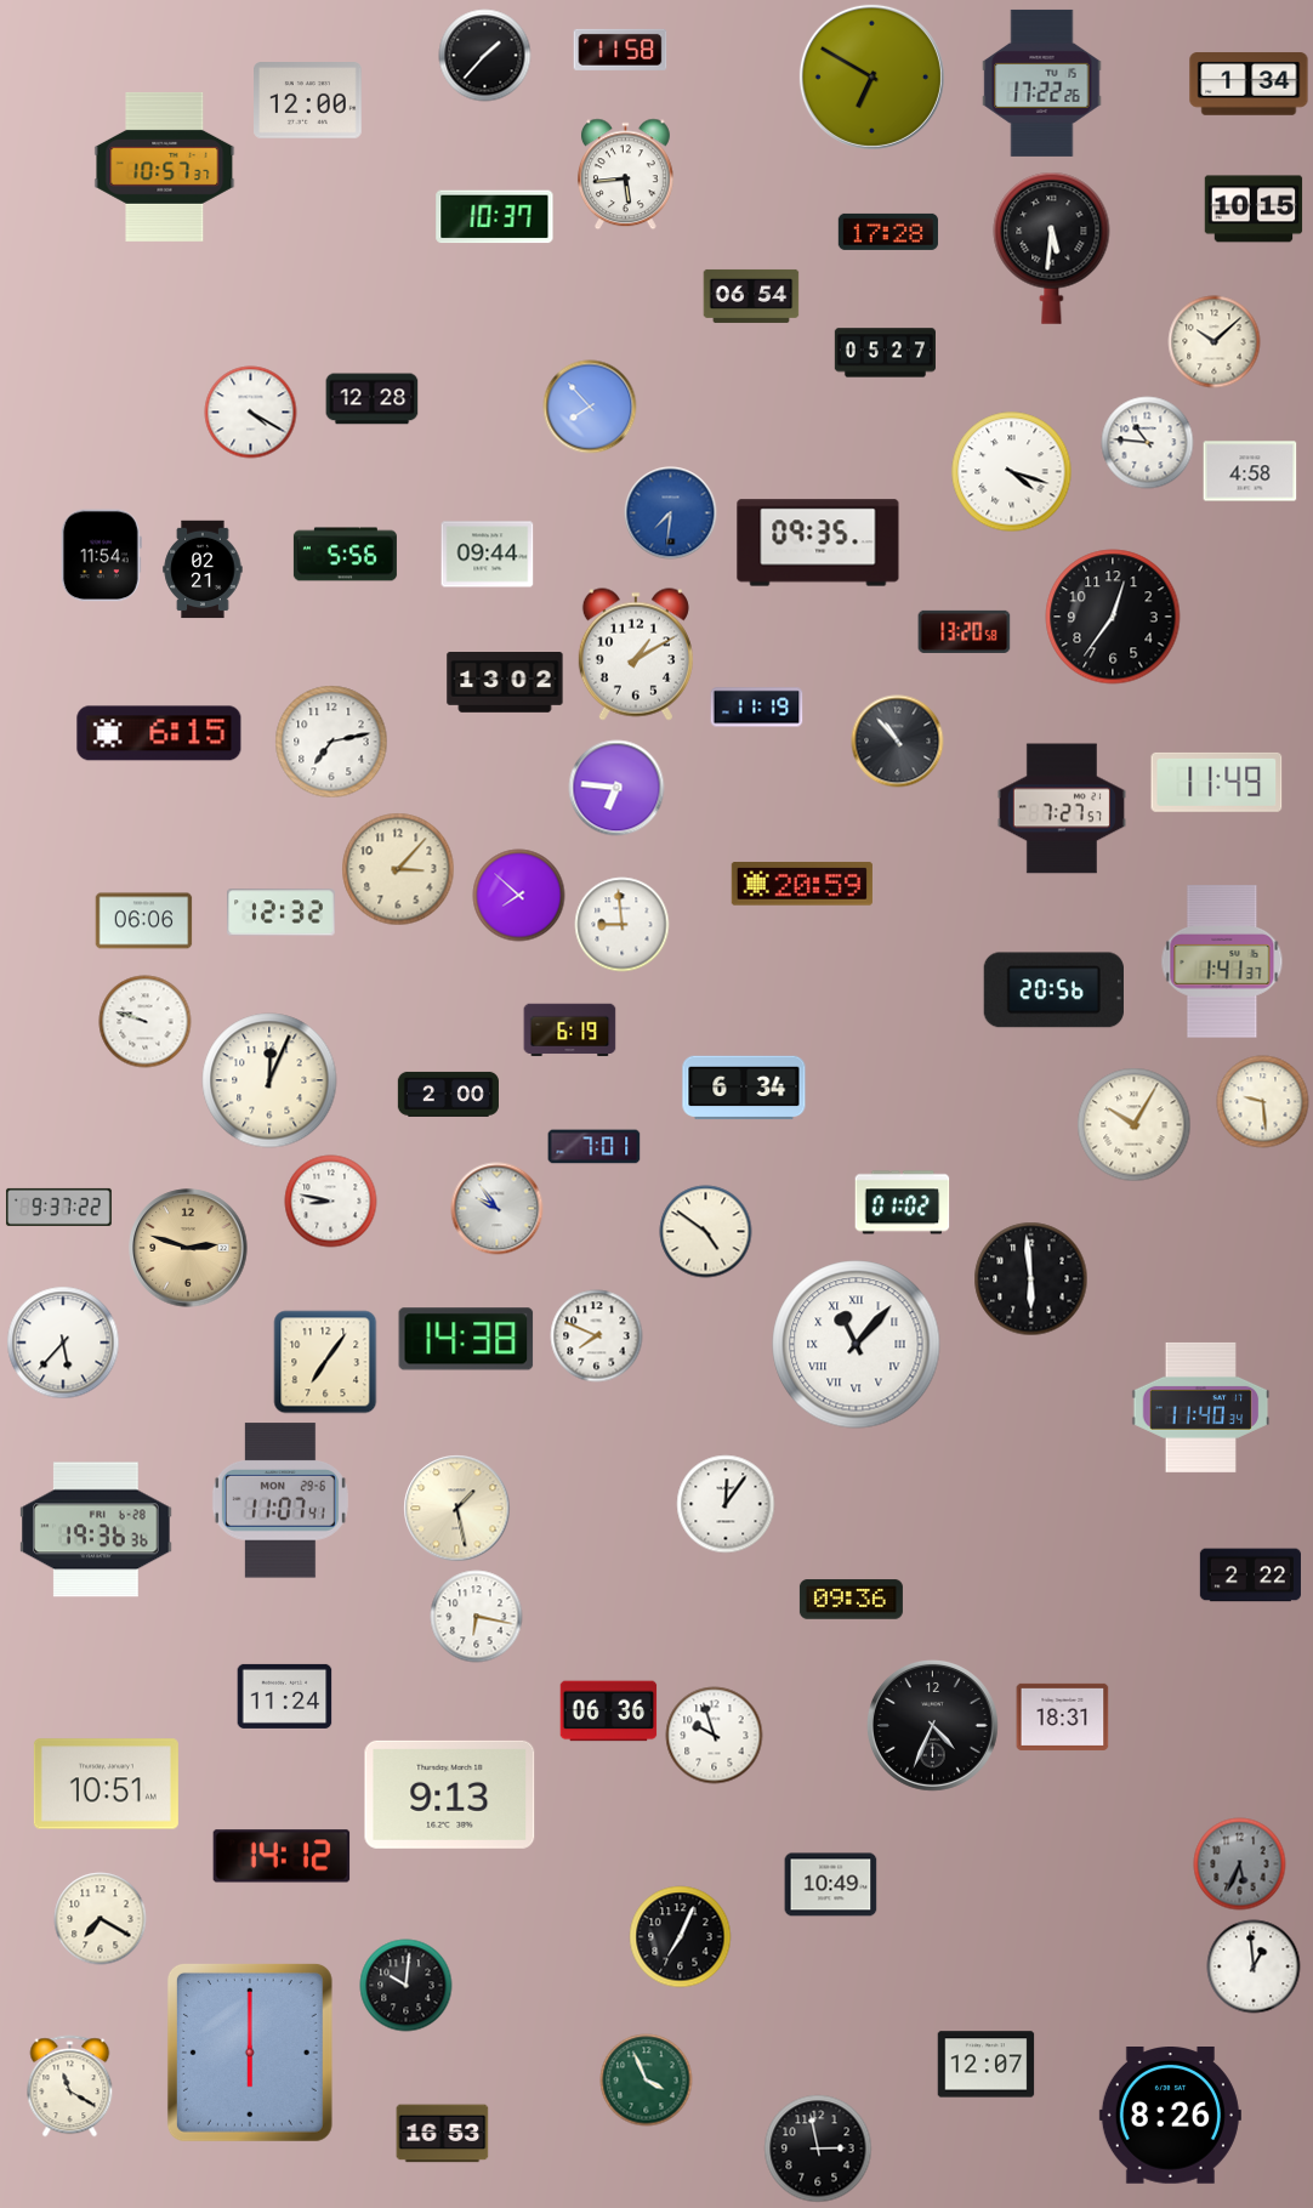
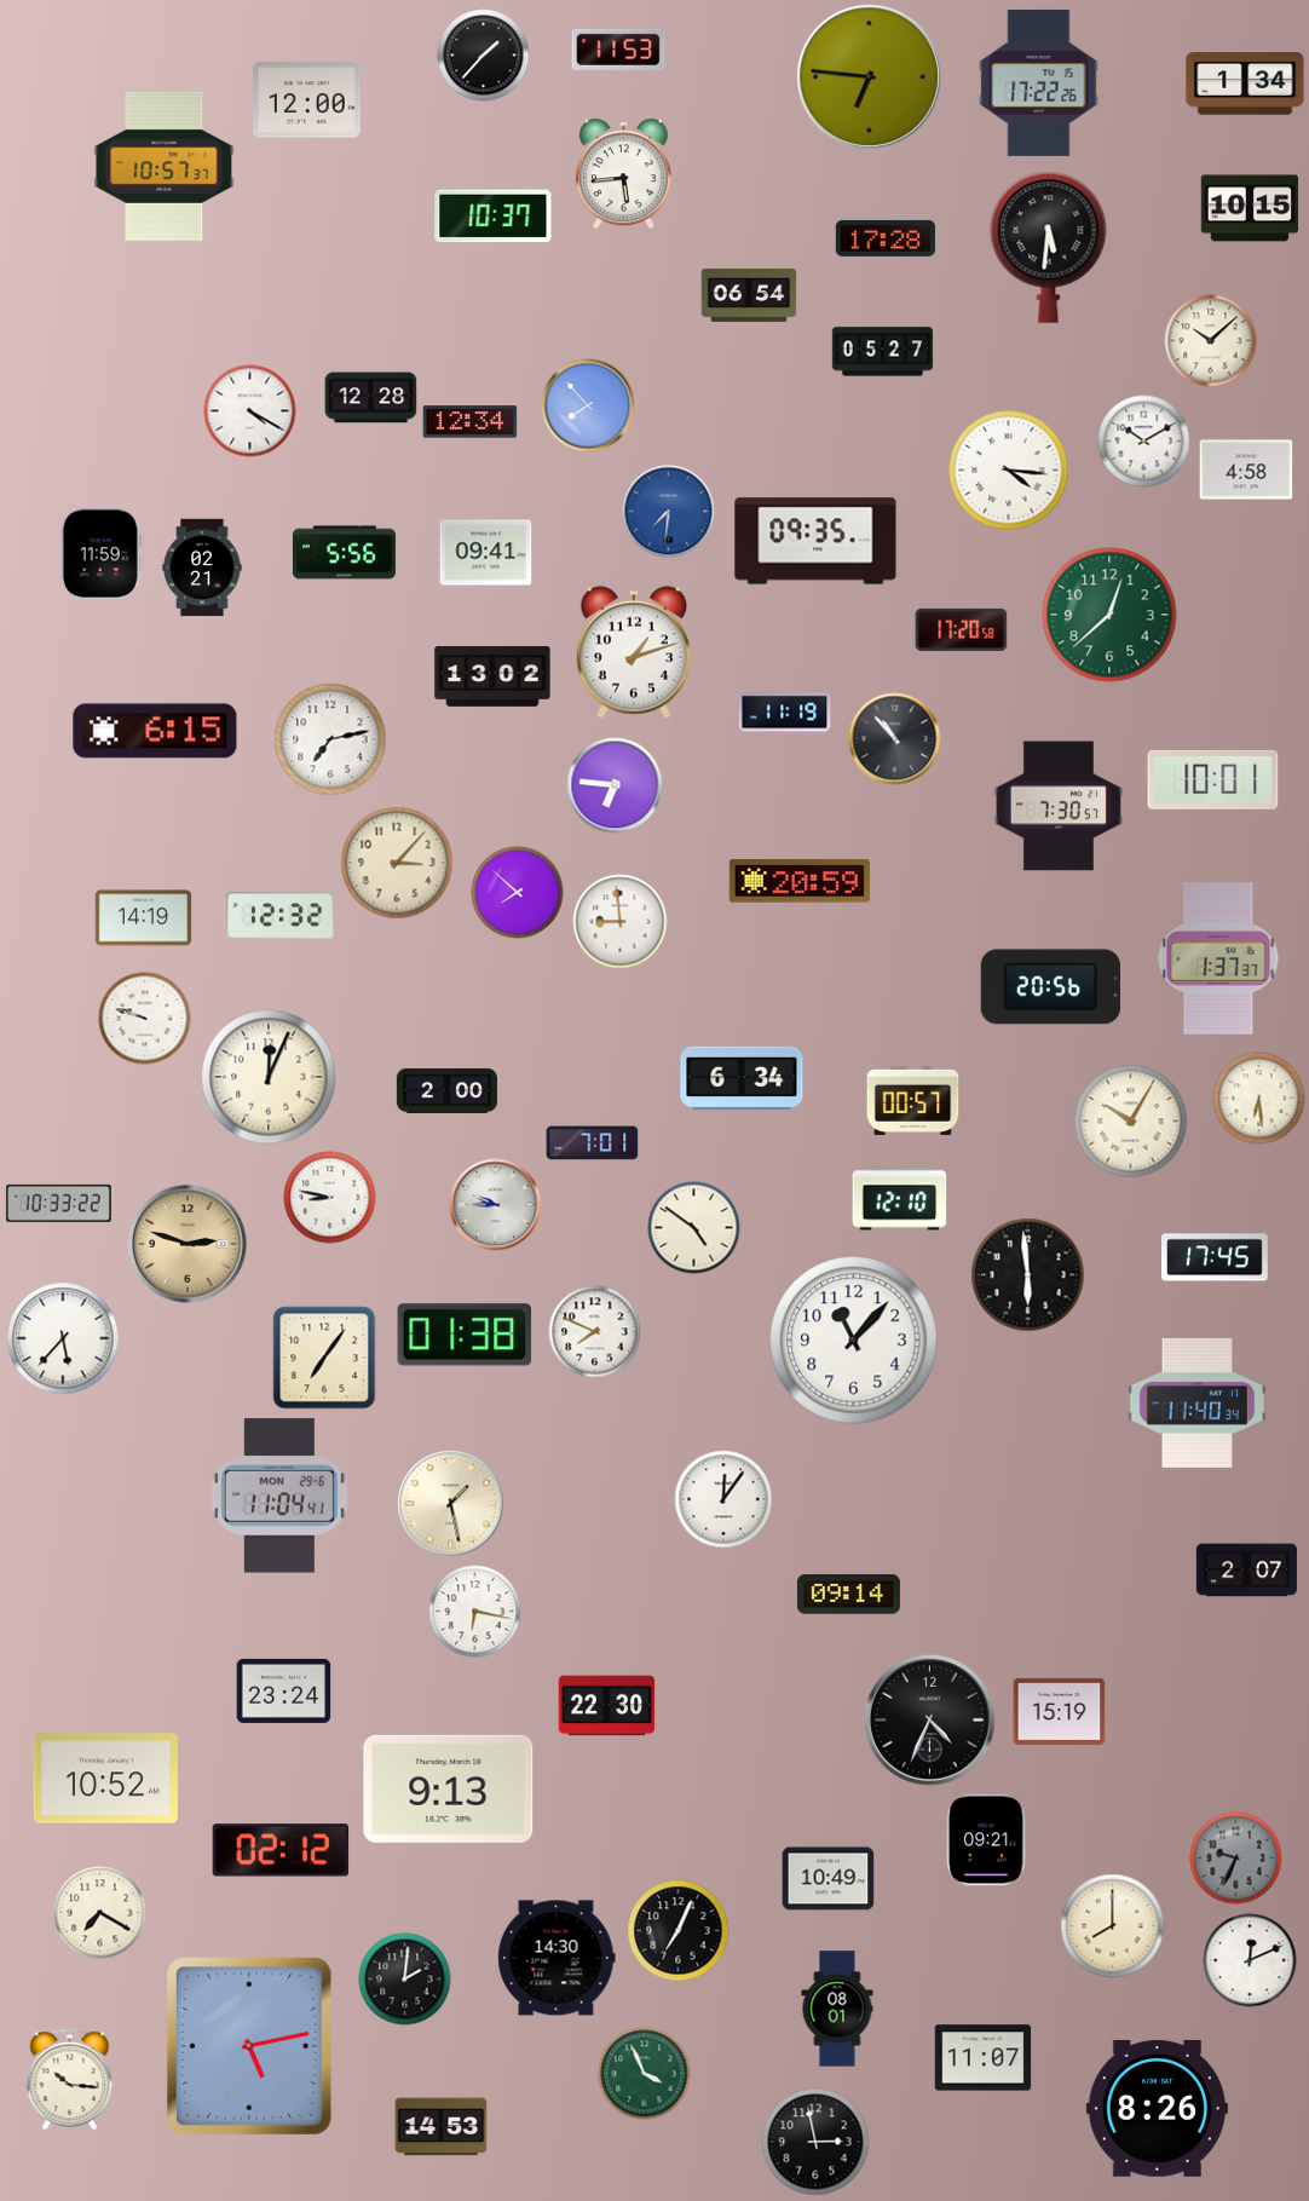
clock at (620, 50): 11:58 -> 11:53
clock at (871, 76): 6:50 -> 6:46
clock at (888, 232) position: (888, 232) -> (886, 238)
clock at (471, 422): none -> 12:34
clock at (1148, 443): 10:46 -> 10:10
clock at (1012, 472): 4:18 -> 4:16
clock at (488, 555): 09:44 -> 09:41
clock at (101, 556): 11:54 -> 11:59
clock at (1113, 617): 12:36 -> 12:38
clock at (1113, 617) dial: black -> green
clock at (965, 631): 13:20 -> 17:20
clock at (636, 654): 1:10 -> 1:12
clock at (505, 683) position: (505, 683) -> (492, 678)
clock at (757, 708) position: (757, 708) -> (785, 713)
clock at (159, 733) position: (159, 733) -> (155, 731)
clock at (1217, 782): 11:49 -> 10:01
clock at (1062, 808): 7:27 -> 7:30
clock at (398, 869) position: (398, 869) -> (397, 863)
clock at (282, 913) position: (282, 913) -> (281, 916)
clock at (144, 921): 06:06 -> 14:19
clock at (1222, 961): 1:41 -> 1:37
clock at (570, 1031): 6:19 -> none
clock at (744, 1088) position: (744, 1088) -> (742, 1078)
clock at (1263, 1102): 9:29 -> 6:29
clock at (913, 1100): none -> 00:57
clock at (903, 1203): 01:02 -> 12:10
clock at (58, 1207): 9:37 -> 10:33
clock at (498, 1209): 9:54 -> 9:45
clock at (706, 1232) position: (706, 1232) -> (694, 1228)
clock at (1216, 1257): none -> 17:45
clock at (466, 1339): 14:38 -> 01:38
clock at (857, 1345) numerals: Roman -> Arabic
clock at (280, 1500): 11:07 -> 11:04
clock at (457, 1509) position: (457, 1509) -> (451, 1504)
clock at (96, 1529): 19:36 -> none
clock at (1250, 1576): 2:22 -> 2:07
clock at (851, 1600): 09:36 -> 09:14
clock at (285, 1696): 11:24 -> 23:24
clock at (609, 1712): 06:36 -> 22:30
clock at (1063, 1716): 18:31 -> 15:19
clock at (715, 1736): 9:57 -> none
clock at (106, 1784): 10:51 -> 10:52
clock at (987, 1840): none -> 09:21
clock at (282, 1856): 14:12 -> 02:12
clock at (1240, 1864): 5:34 -> 9:34
clock at (1113, 1926): none -> 8:00
clock at (557, 1958): none -> 14:30
clock at (1254, 1966): 12:59 -> 12:11
clock at (407, 1986): 10:01 -> 2:01
clock at (837, 2009): none -> 08:01
clock at (250, 2053): 6:00 -> 5:13
clock at (987, 2065): 12:07 -> 11:07
clock at (70, 2087): 11:20 -> 10:16
clock at (1170, 2116) position: (1170, 2116) -> (1157, 2109)
clock at (443, 2134): 16:53 -> 14:53
